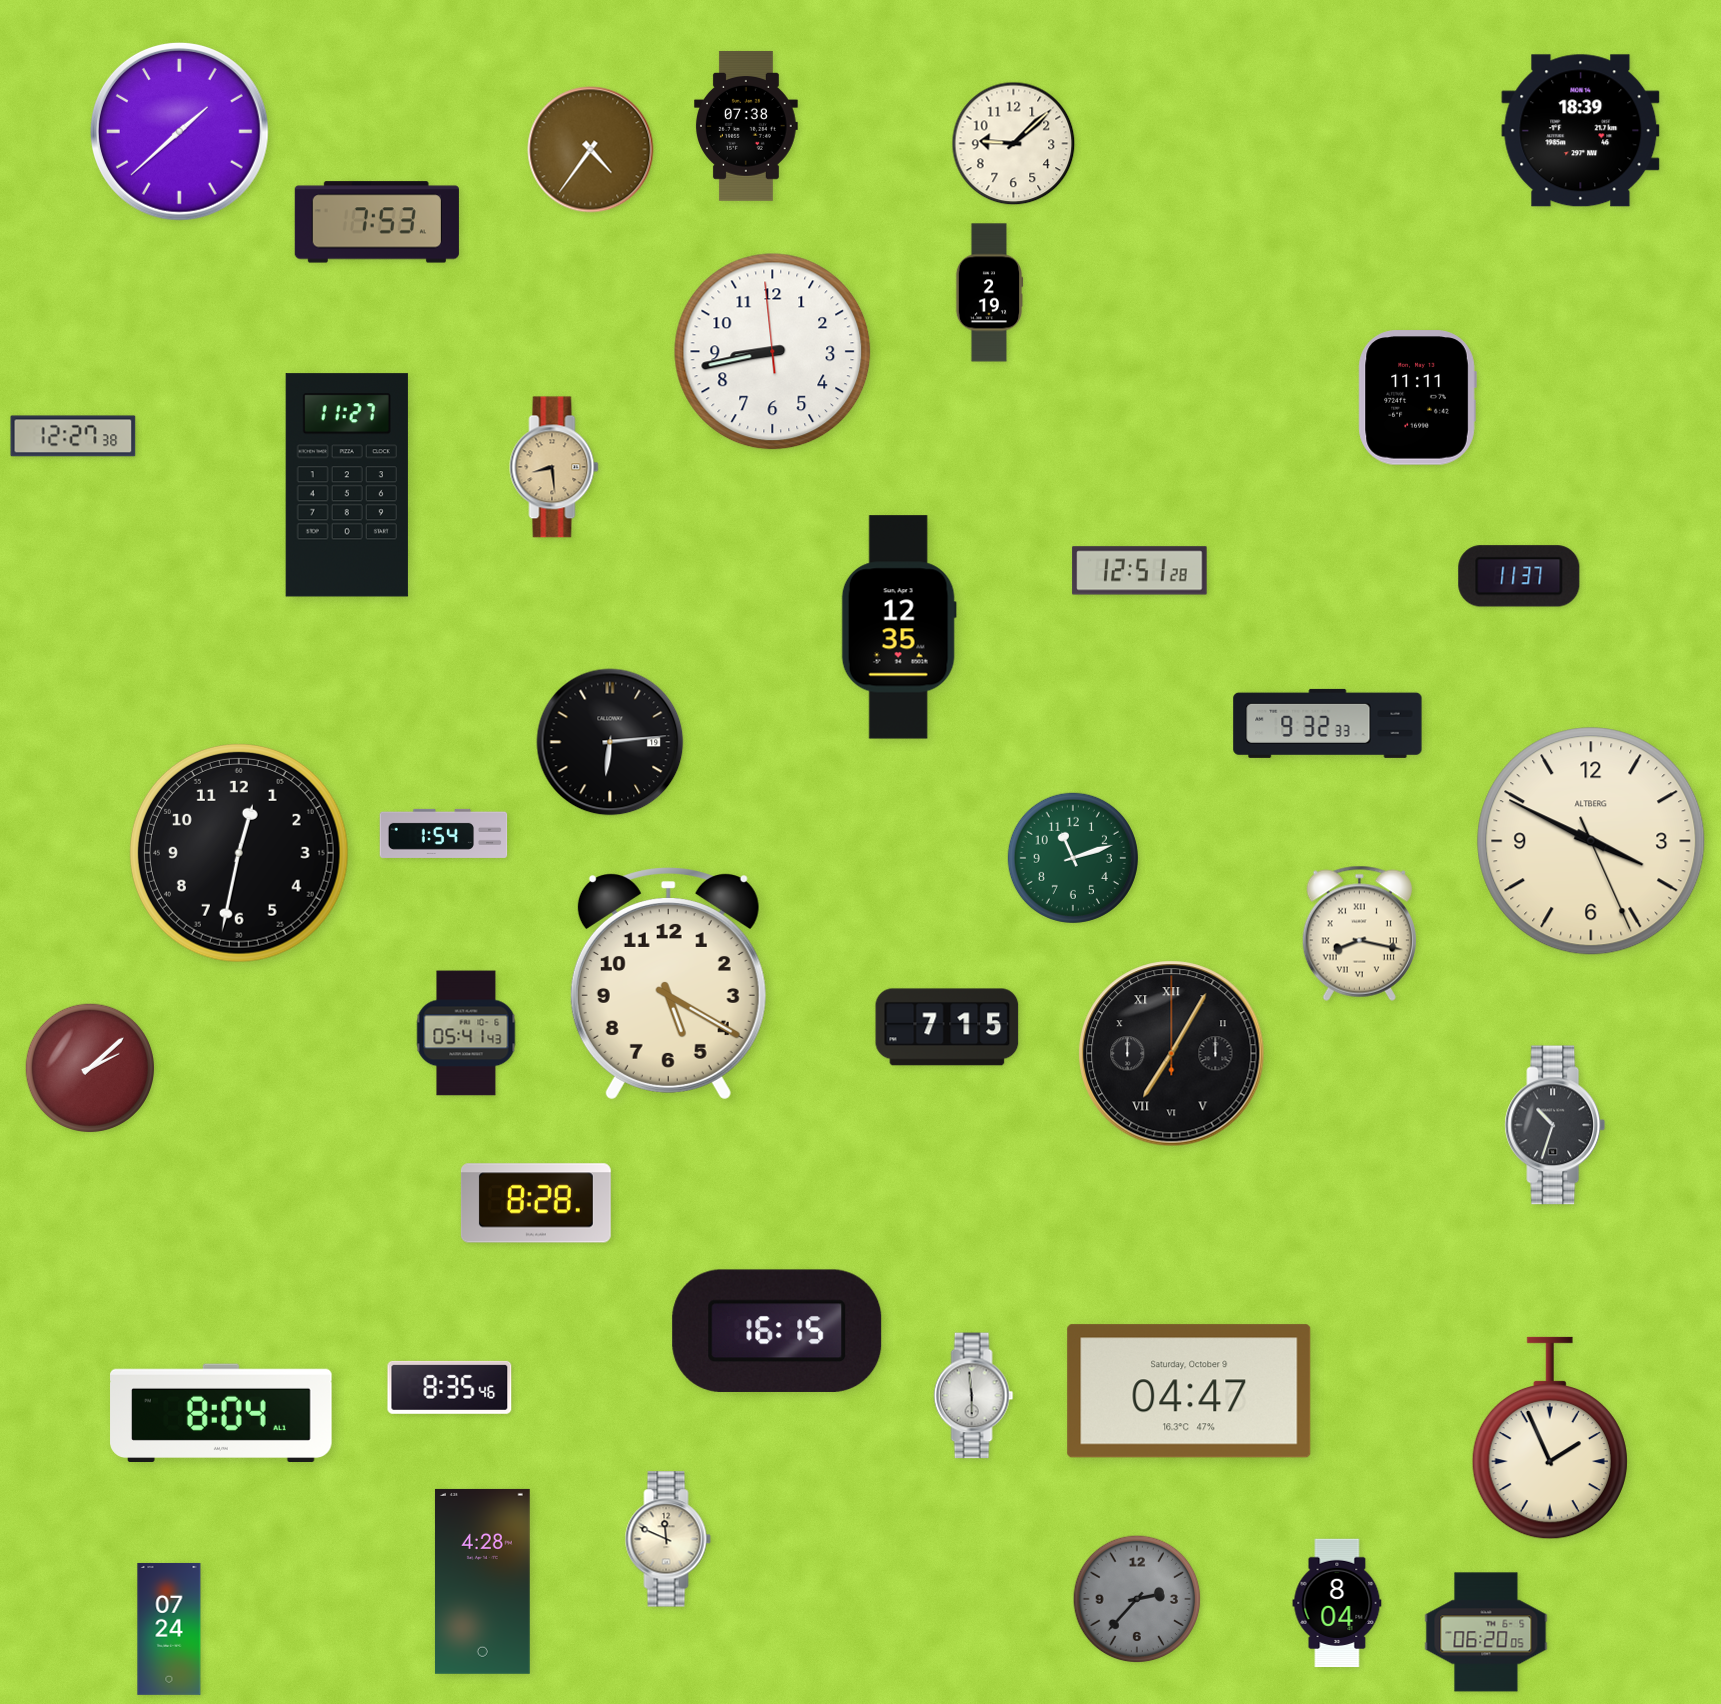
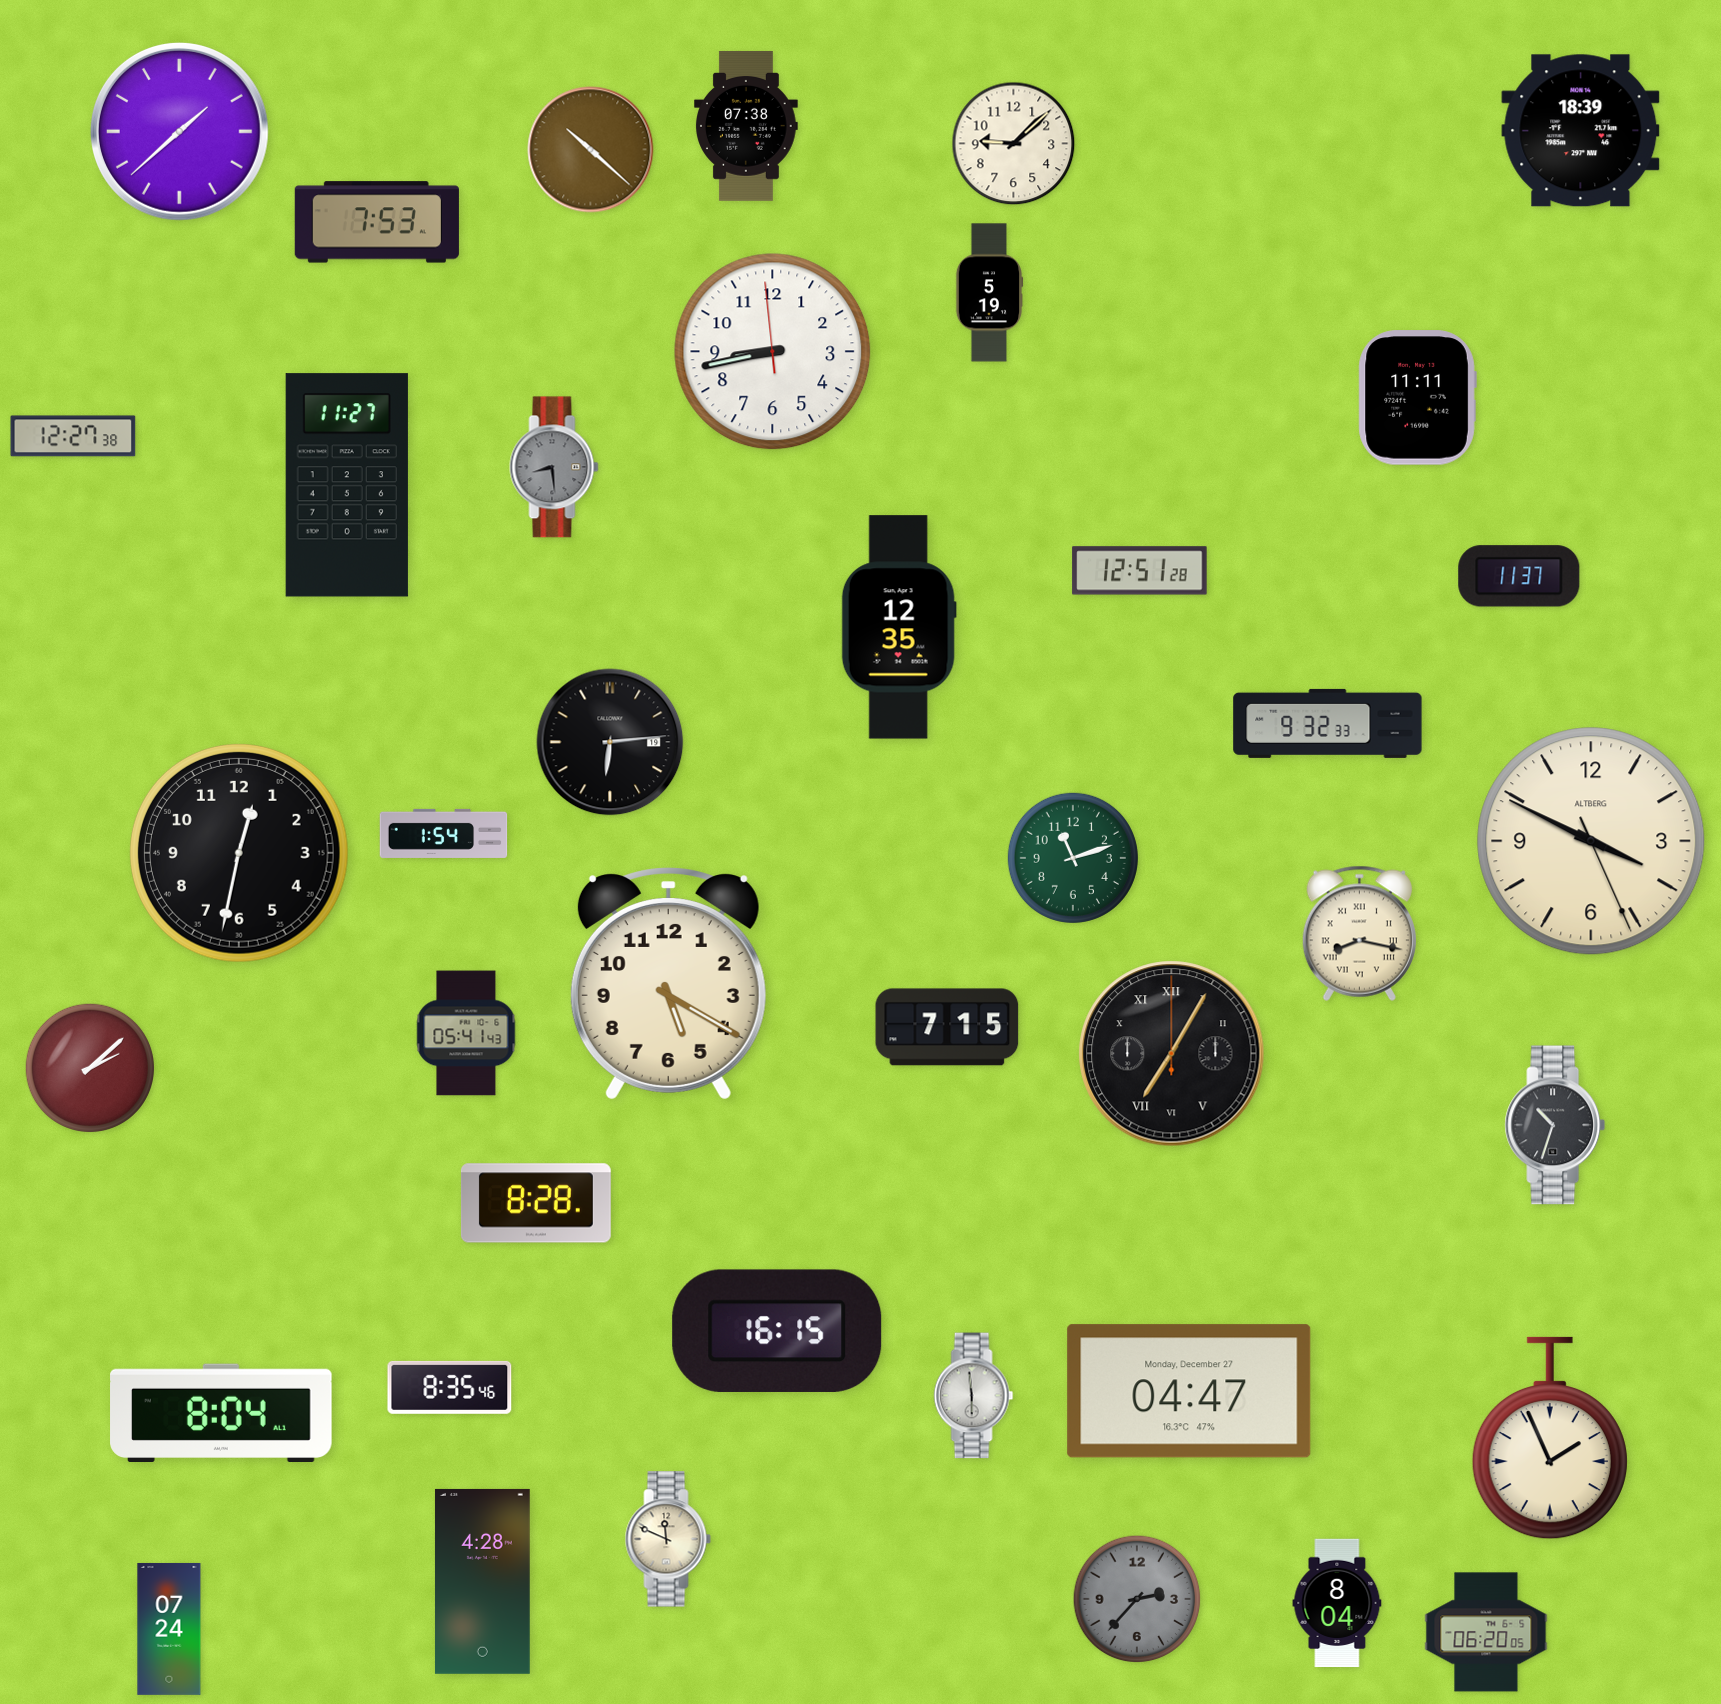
clock at (591, 150): 4:36 -> 10:22
clock at (989, 293): 2:19 -> 5:19
clock at (554, 467) dial: champagne -> grey
clock at (1189, 1391) date: Saturday, October 9 -> Monday, December 27
